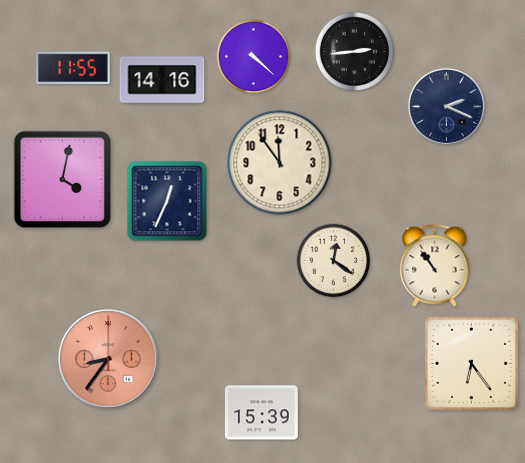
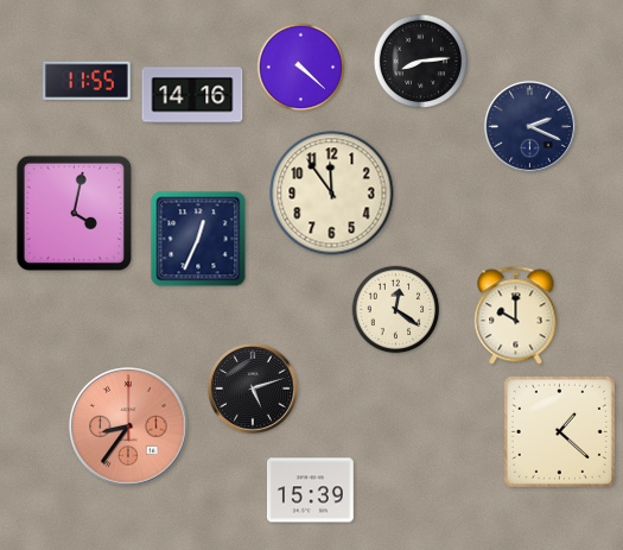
clock at (354, 51): 2:44 -> 8:14
clock at (435, 266): 10:54 -> 10:00
clock at (253, 388): none -> 5:12
clock at (471, 363): 6:24 -> 1:22
